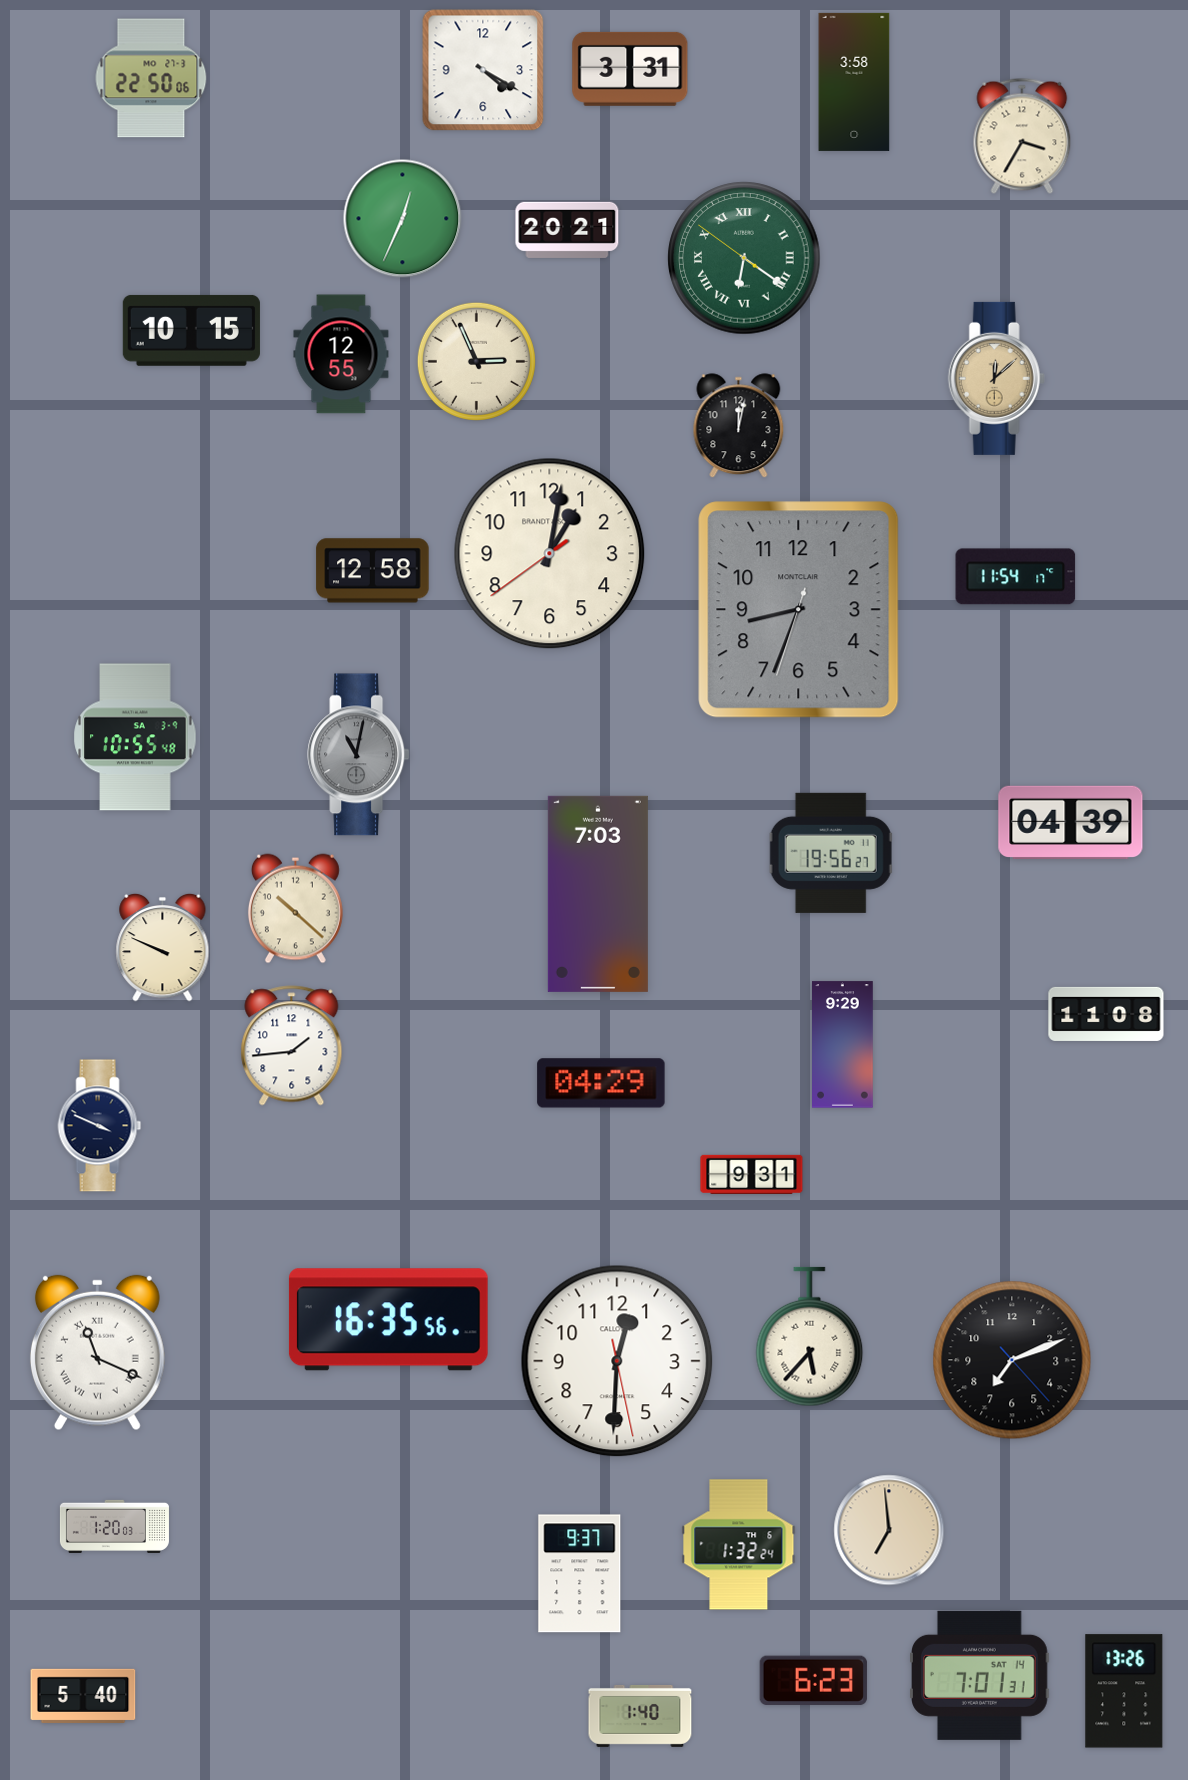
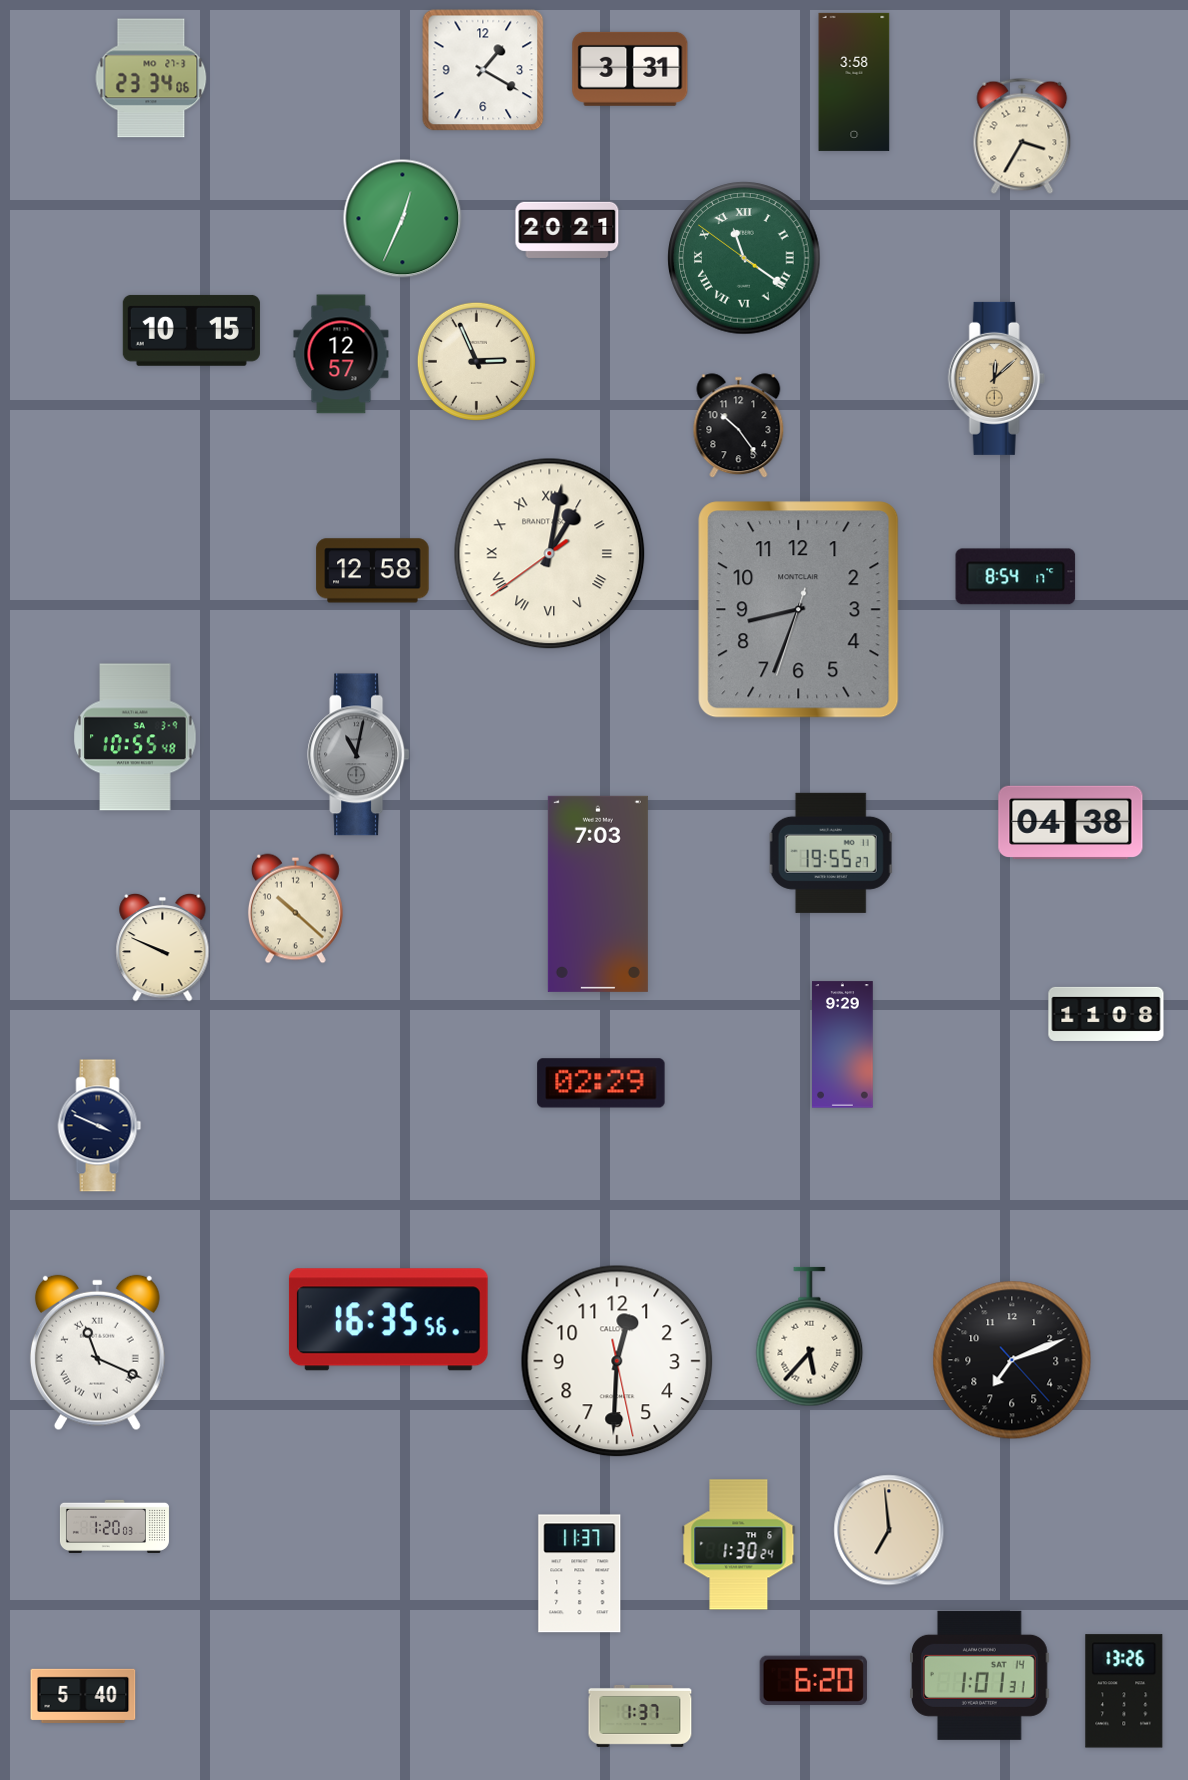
clock at (483, 70): 4:20 -> 1:20
clock at (151, 78): 22:50 -> 23:34
clock at (744, 258): 6:20 -> 11:20
clock at (341, 354): 12:55 -> 12:57
clock at (739, 426): 12:02 -> 10:24
clock at (550, 554) numerals: Arabic -> Roman
clock at (1016, 577): 11:54 -> 8:54
clock at (1071, 822): 04:39 -> 04:38
clock at (831, 853): 19:56 -> 19:55
clock at (292, 1046): 1:44 -> none
clock at (601, 1083): 04:29 -> 02:29
clock at (752, 1174): 9:31 -> none
clock at (739, 1545): 1:32 -> 1:30
clock at (580, 1574): 9:37 -> 11:37
clock at (980, 1675): 7:01 -> 1:01
clock at (813, 1680): 6:23 -> 6:20
clock at (640, 1716): 1:40 -> 1:37
